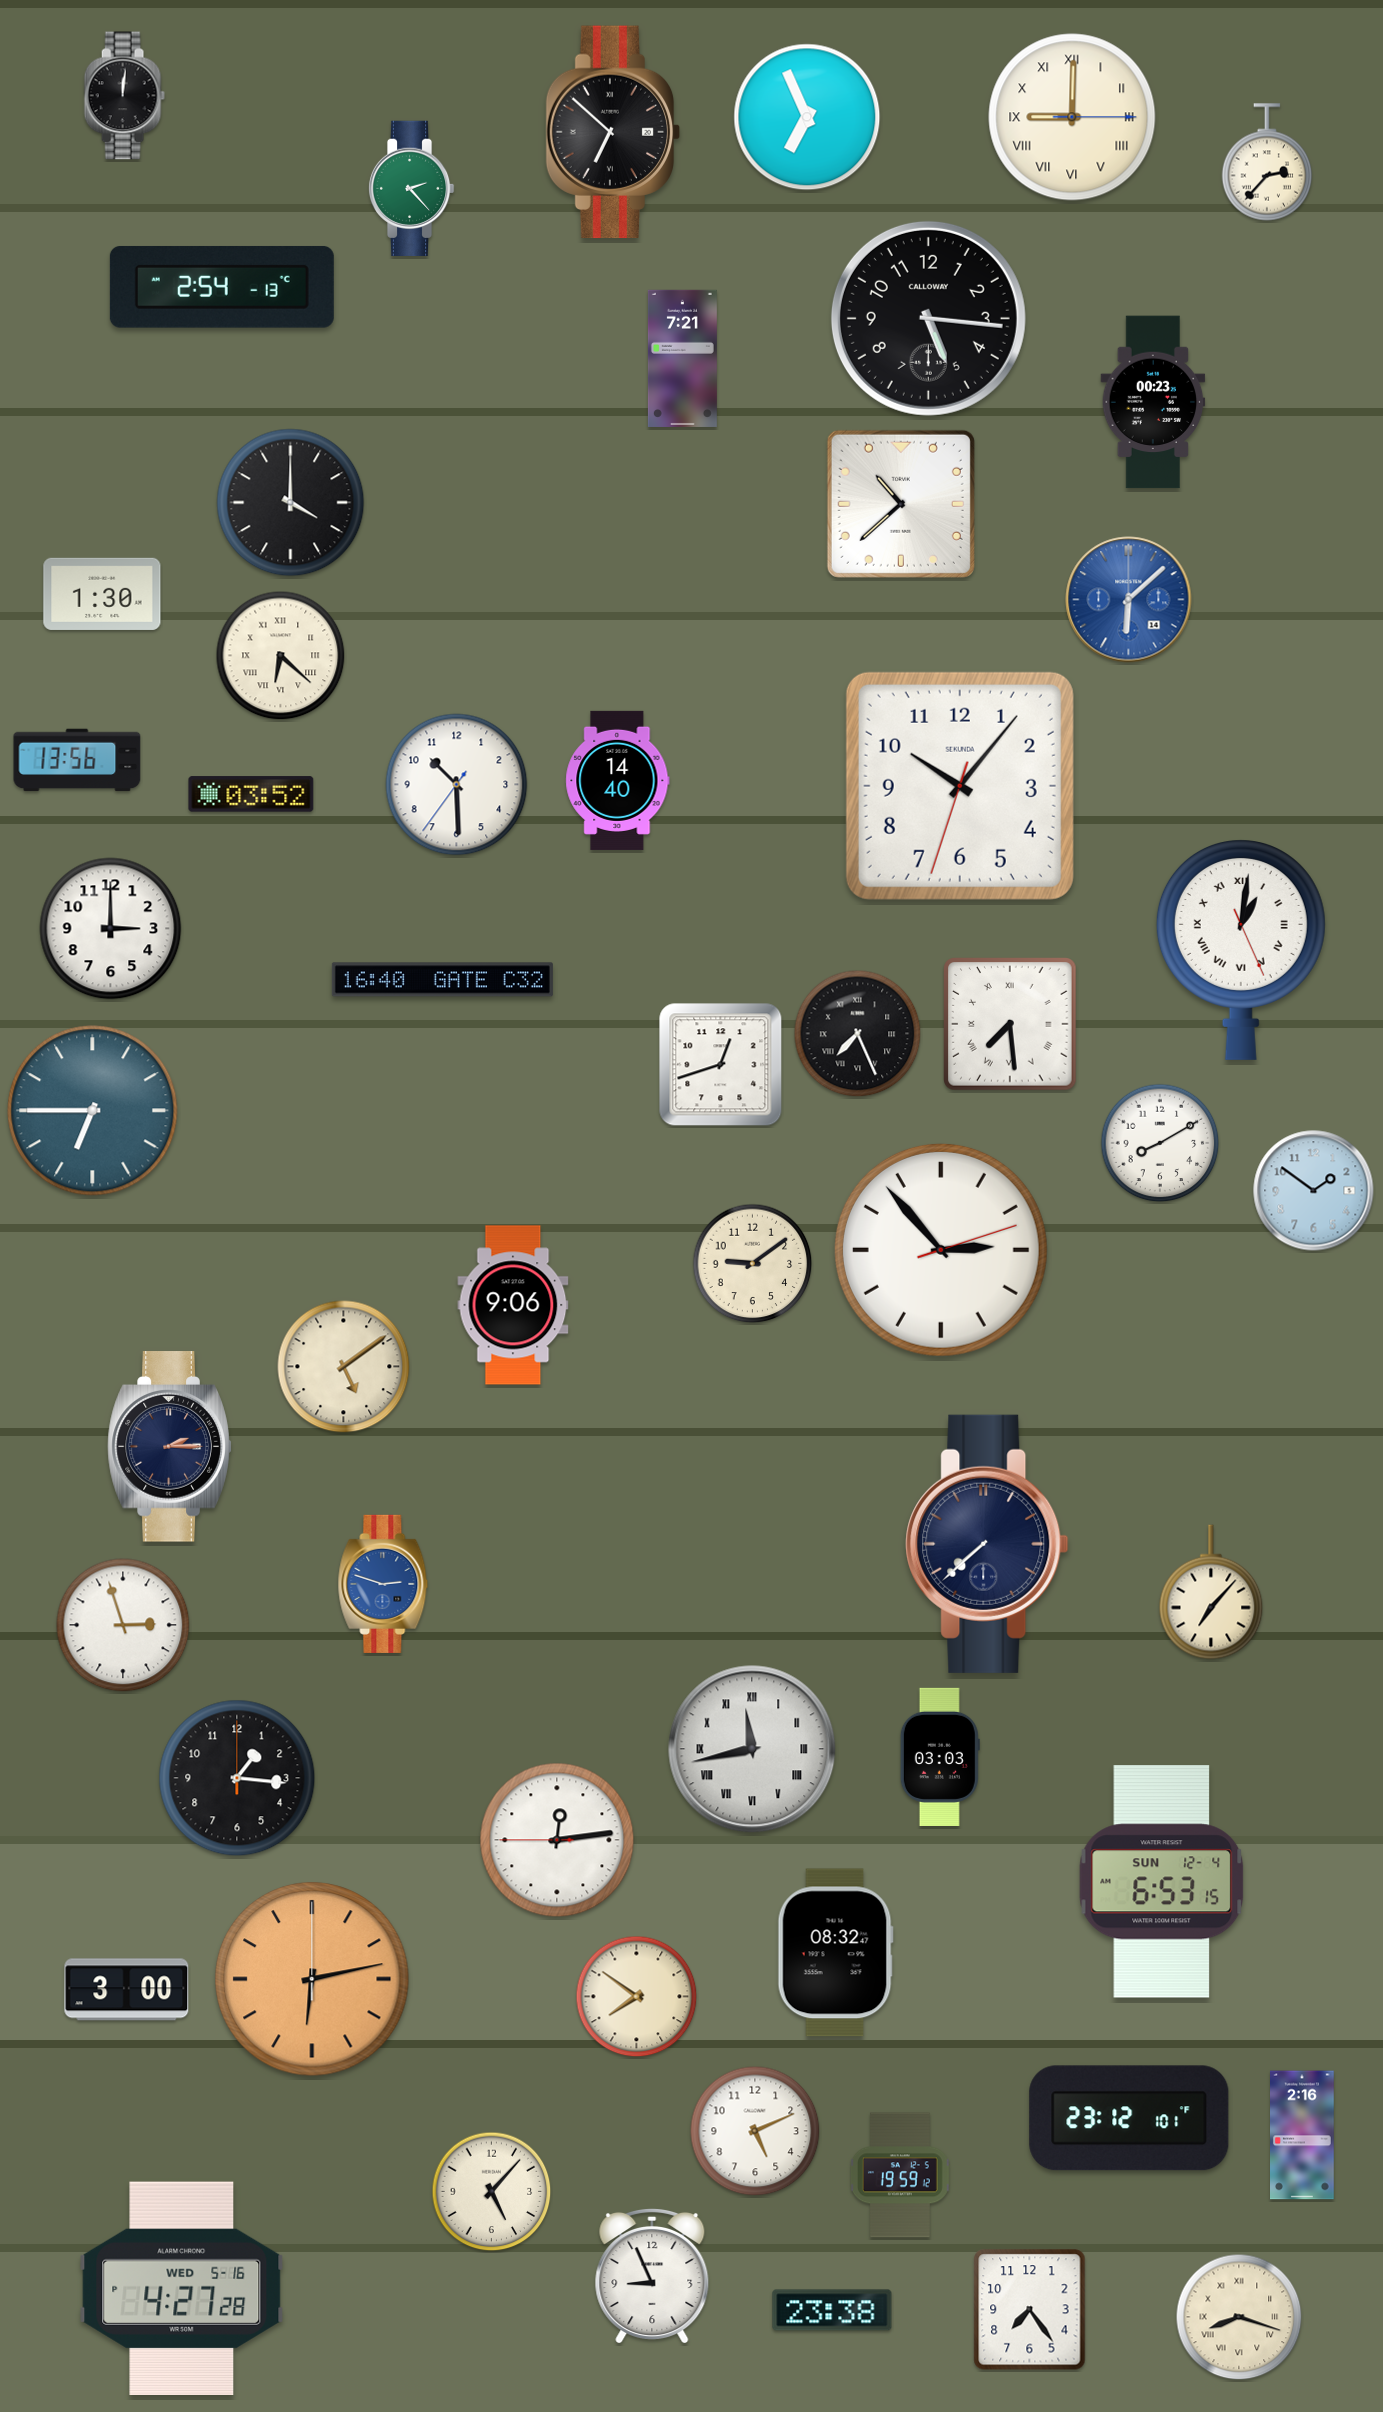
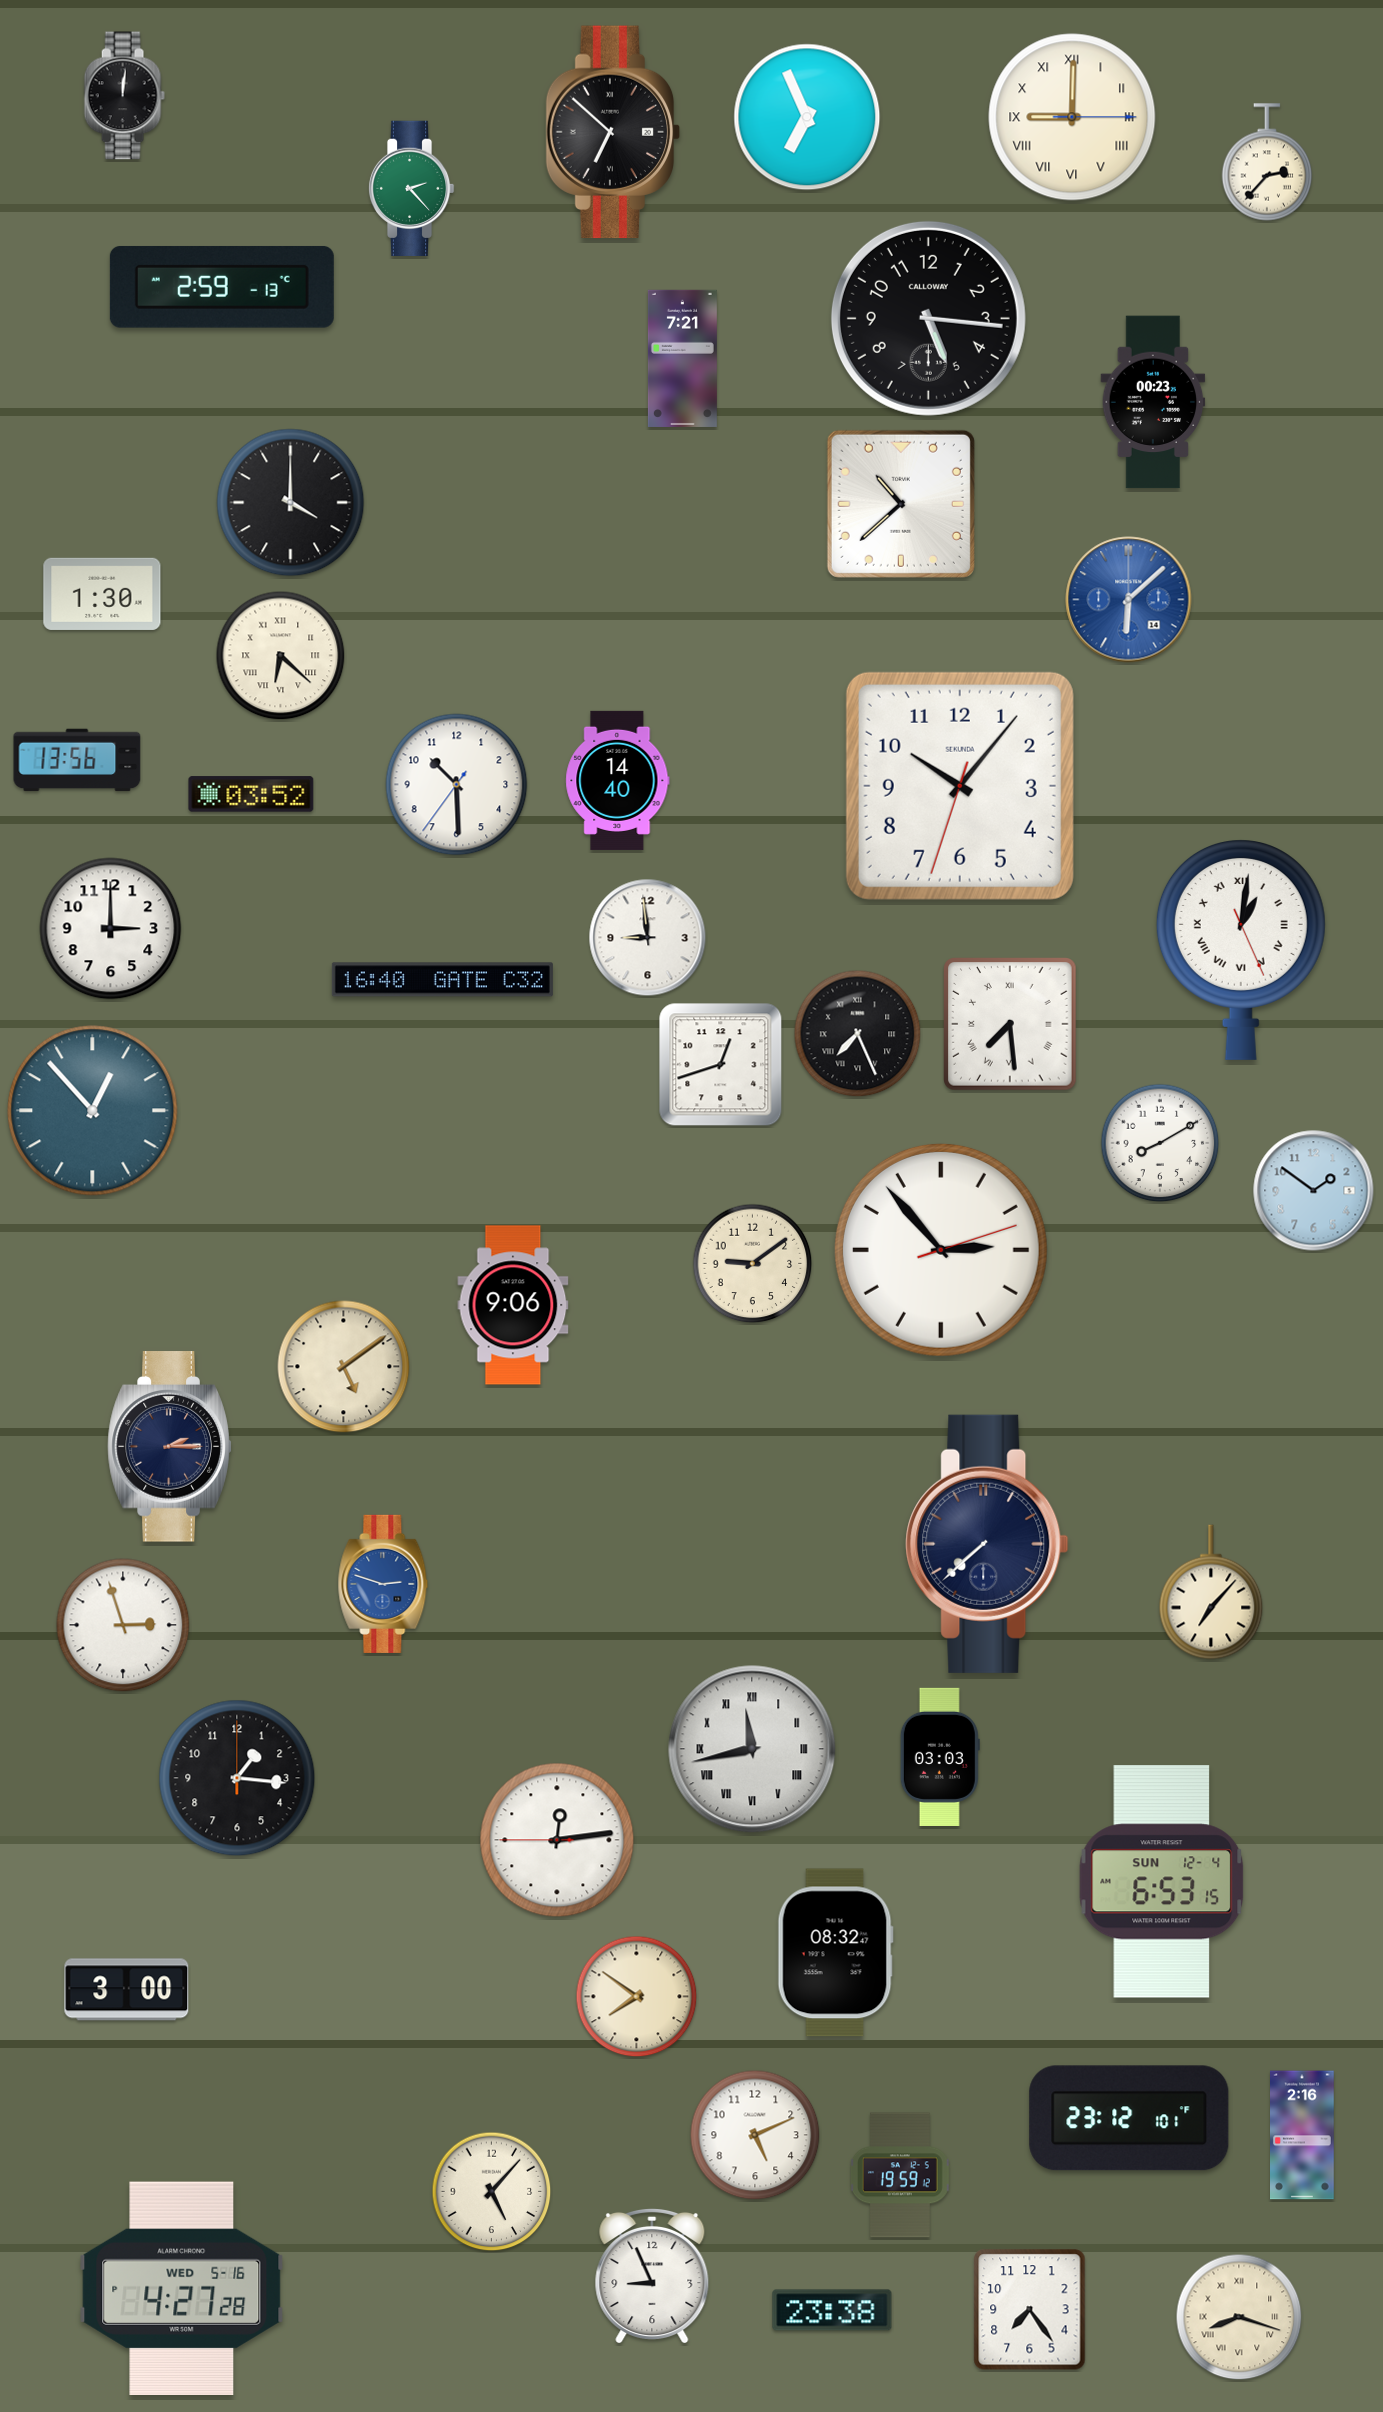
clock at (222, 287): 2:54 -> 2:59
clock at (648, 938): none -> 8:59
clock at (93, 1111): 6:45 -> 12:53
clock at (312, 1979): 6:13 -> none
clock at (755, 2131) position: (755, 2131) -> (755, 2135)
